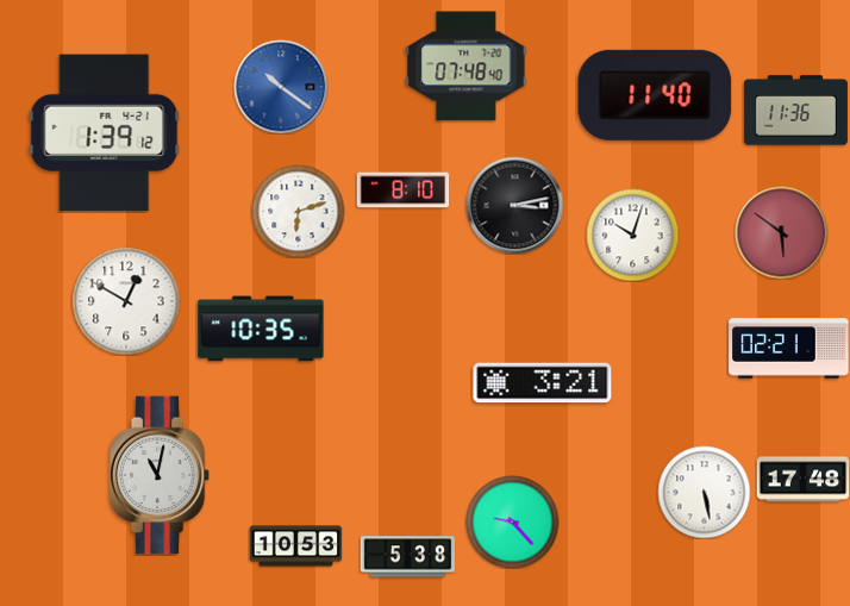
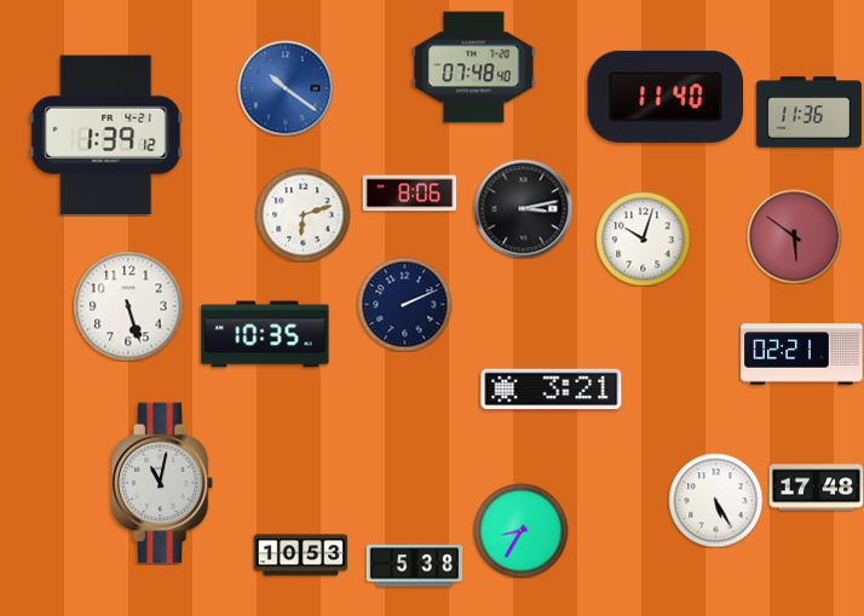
clock at (402, 190): 8:10 -> 8:06
clock at (404, 304): none -> 2:11
clock at (126, 301): 12:50 -> 5:27
clock at (704, 492): 5:28 -> 5:25
clock at (512, 521): 9:23 -> 8:35
